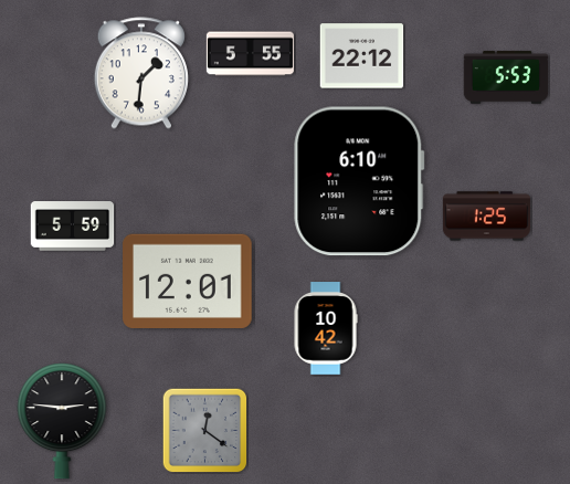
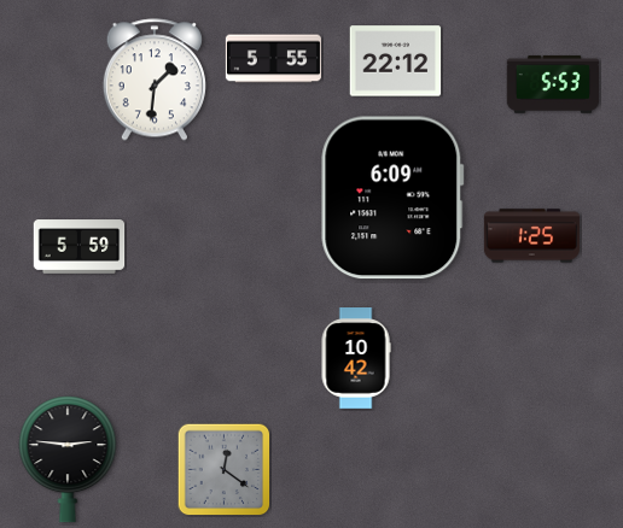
clock at (359, 181): 6:10 -> 6:09
clock at (188, 281): 12:01 -> none
